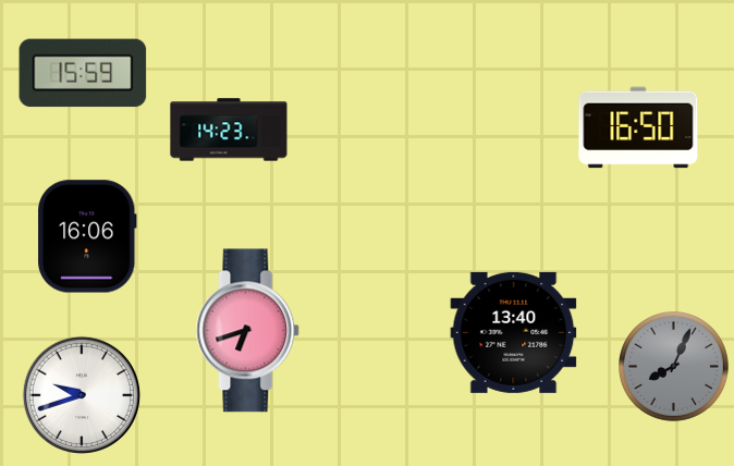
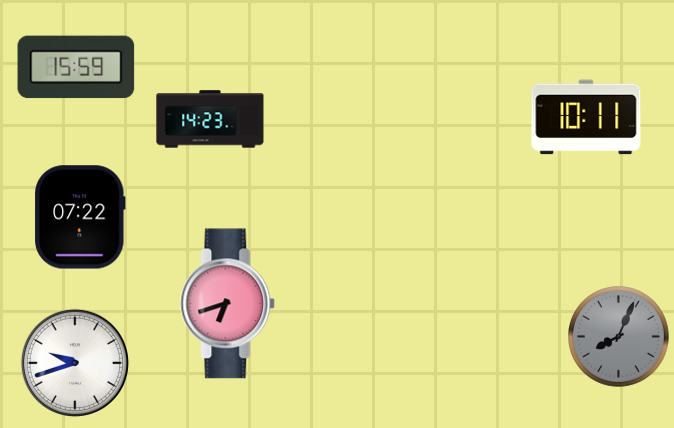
clock at (638, 127): 16:50 -> 10:11
clock at (87, 236): 16:06 -> 07:22
clock at (514, 332): 13:40 -> none
